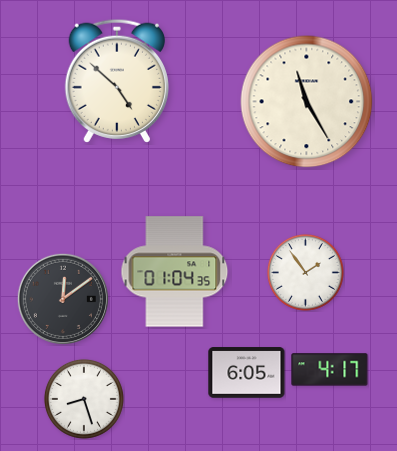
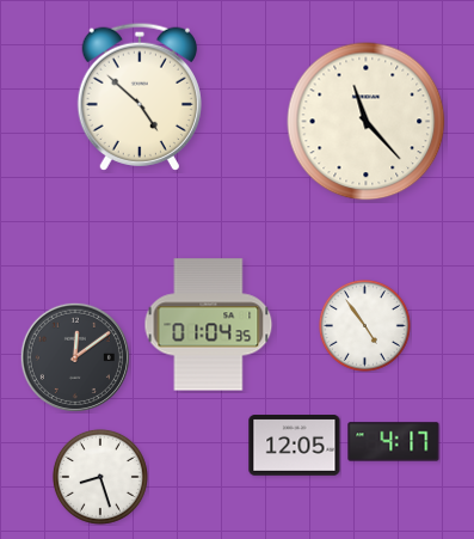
clock at (307, 102): 11:25 -> 11:23
clock at (305, 272): 1:54 -> 4:54
clock at (247, 373): 6:05 -> 12:05
